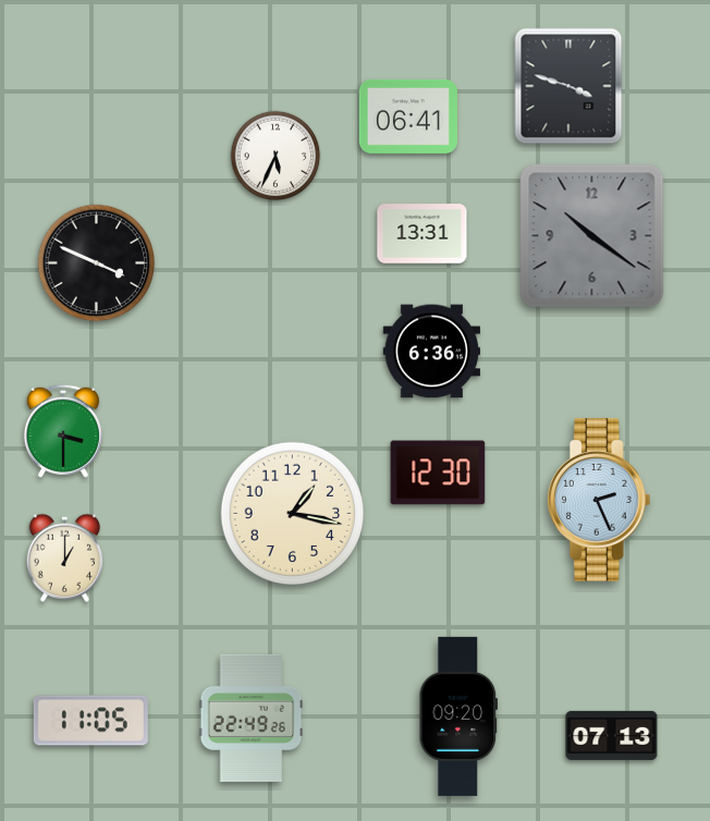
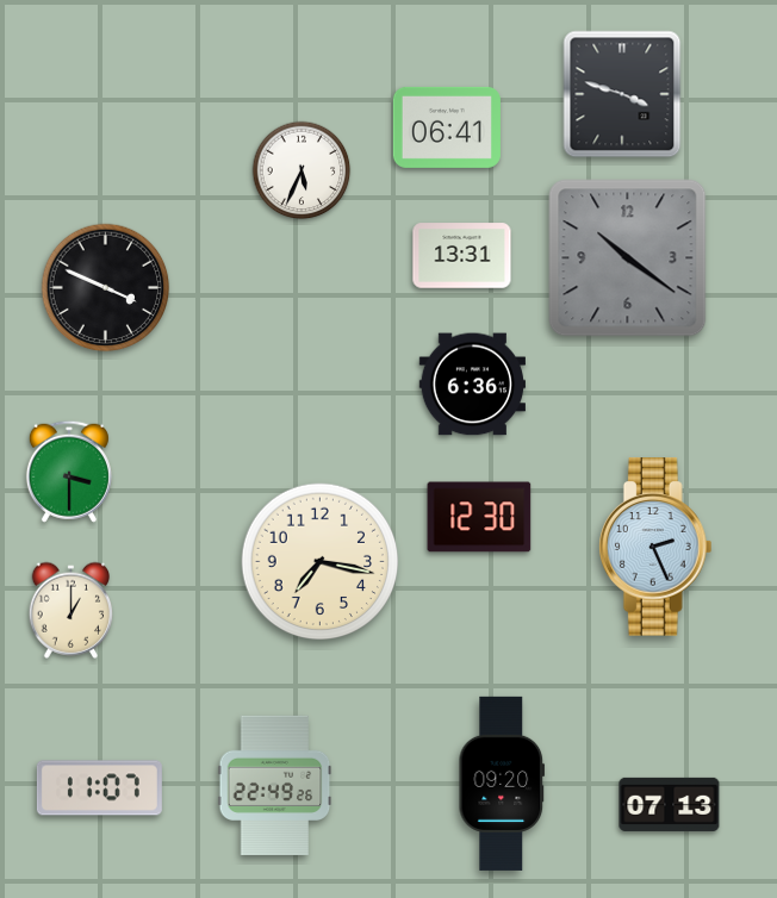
clock at (592, 236) position: (592, 236) -> (628, 258)
clock at (293, 514): 1:17 -> 7:17
clock at (90, 721): 11:05 -> 11:07
